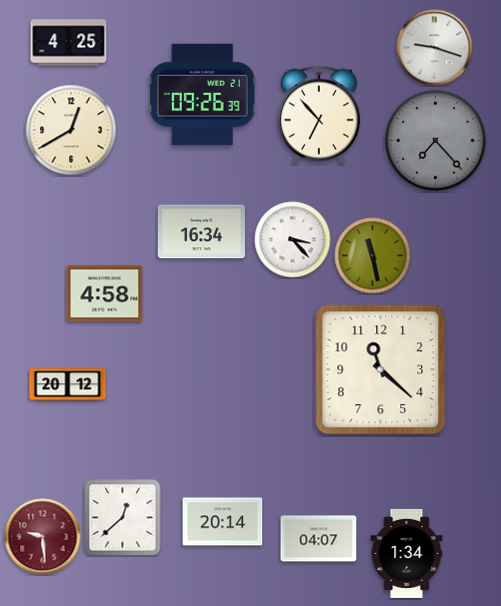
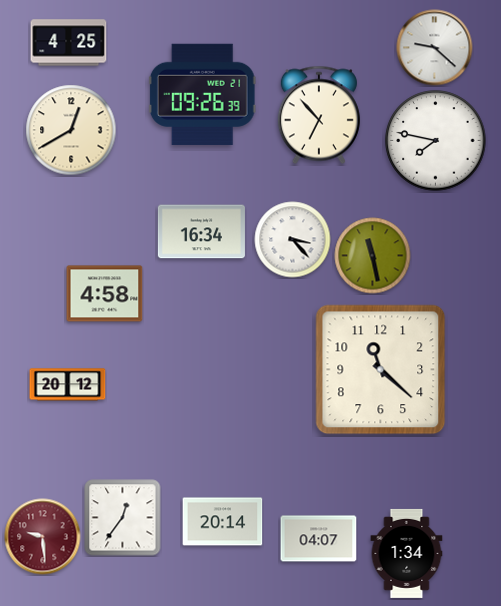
clock at (435, 48): 9:18 -> 9:22
clock at (436, 141): 7:23 -> 7:47
clock at (436, 141) dial: grey -> white
clock at (123, 518): 12:38 -> 12:36
